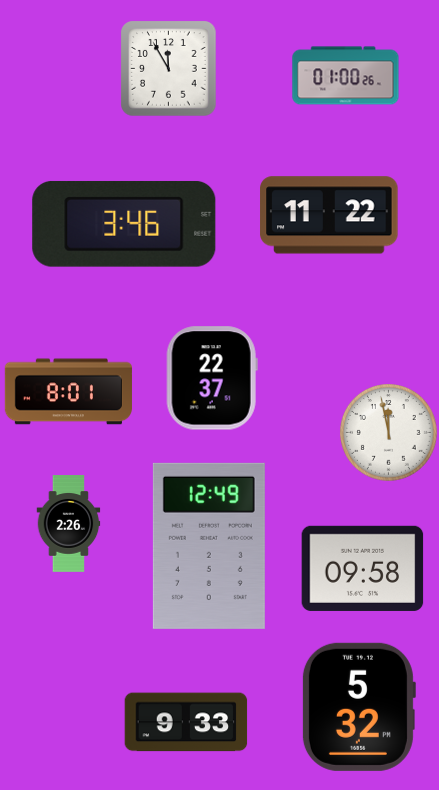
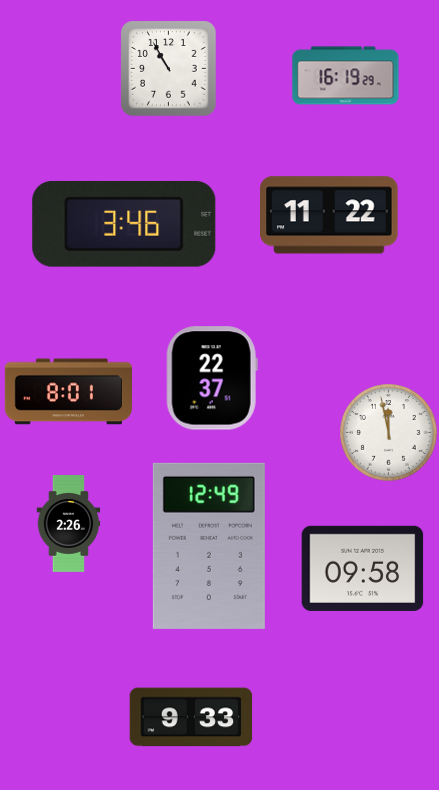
clock at (169, 69): 11:55 -> 10:55
clock at (346, 76): 01:00 -> 16:19
clock at (358, 707): 5:32 -> none
clock at (186, 722) position: (186, 722) -> (191, 717)
